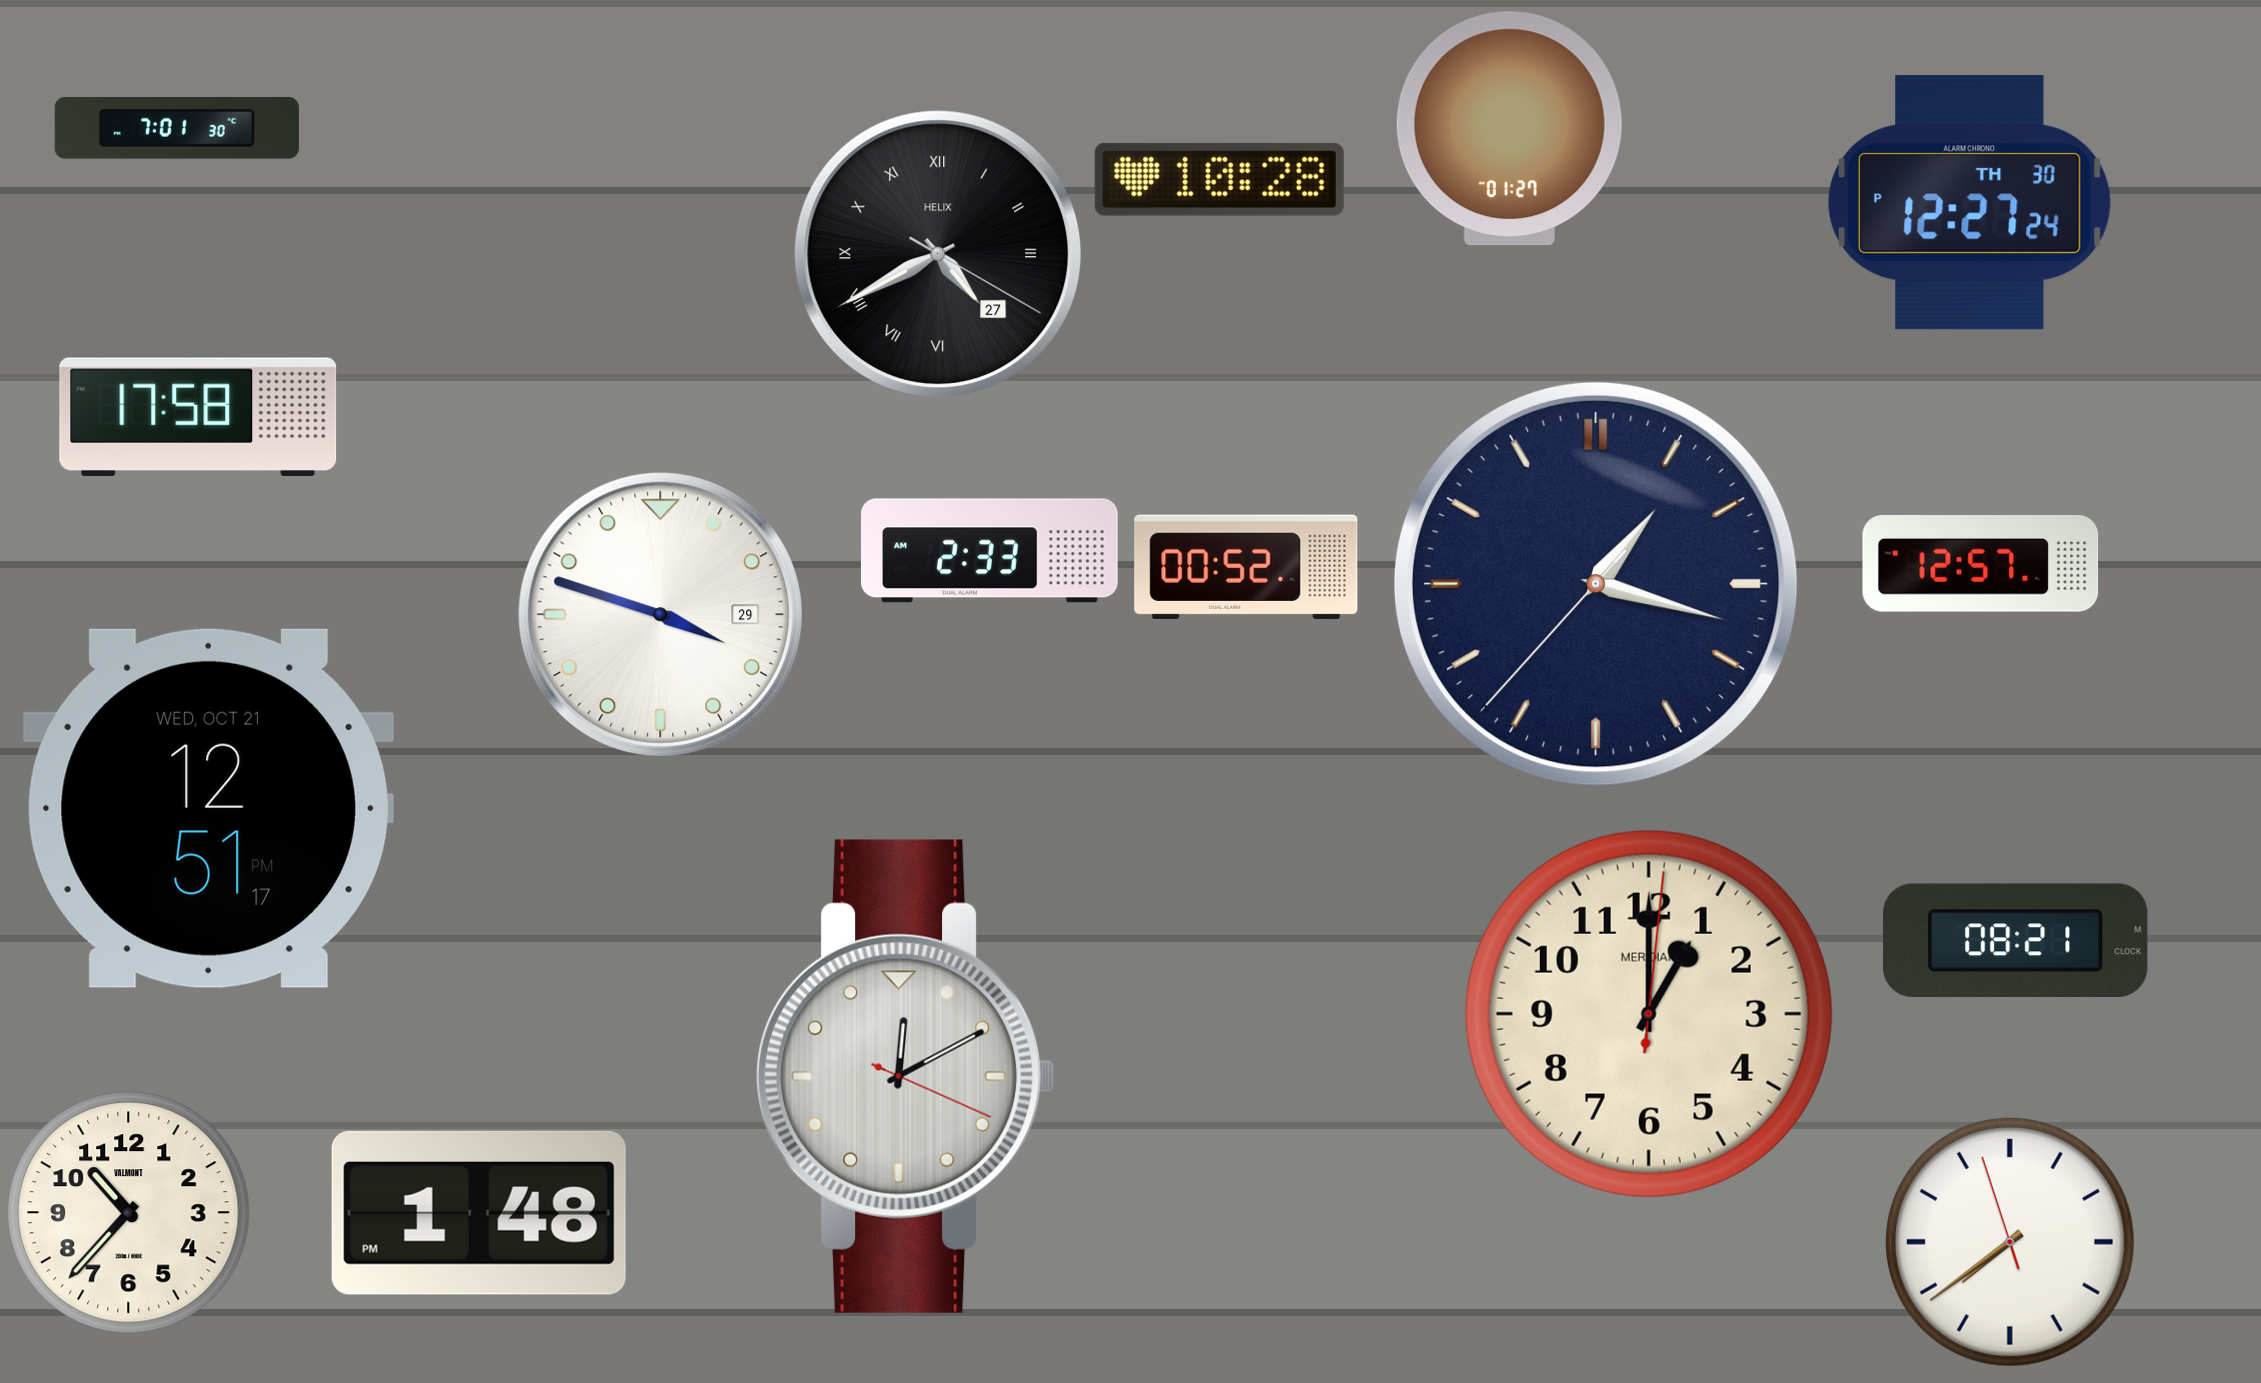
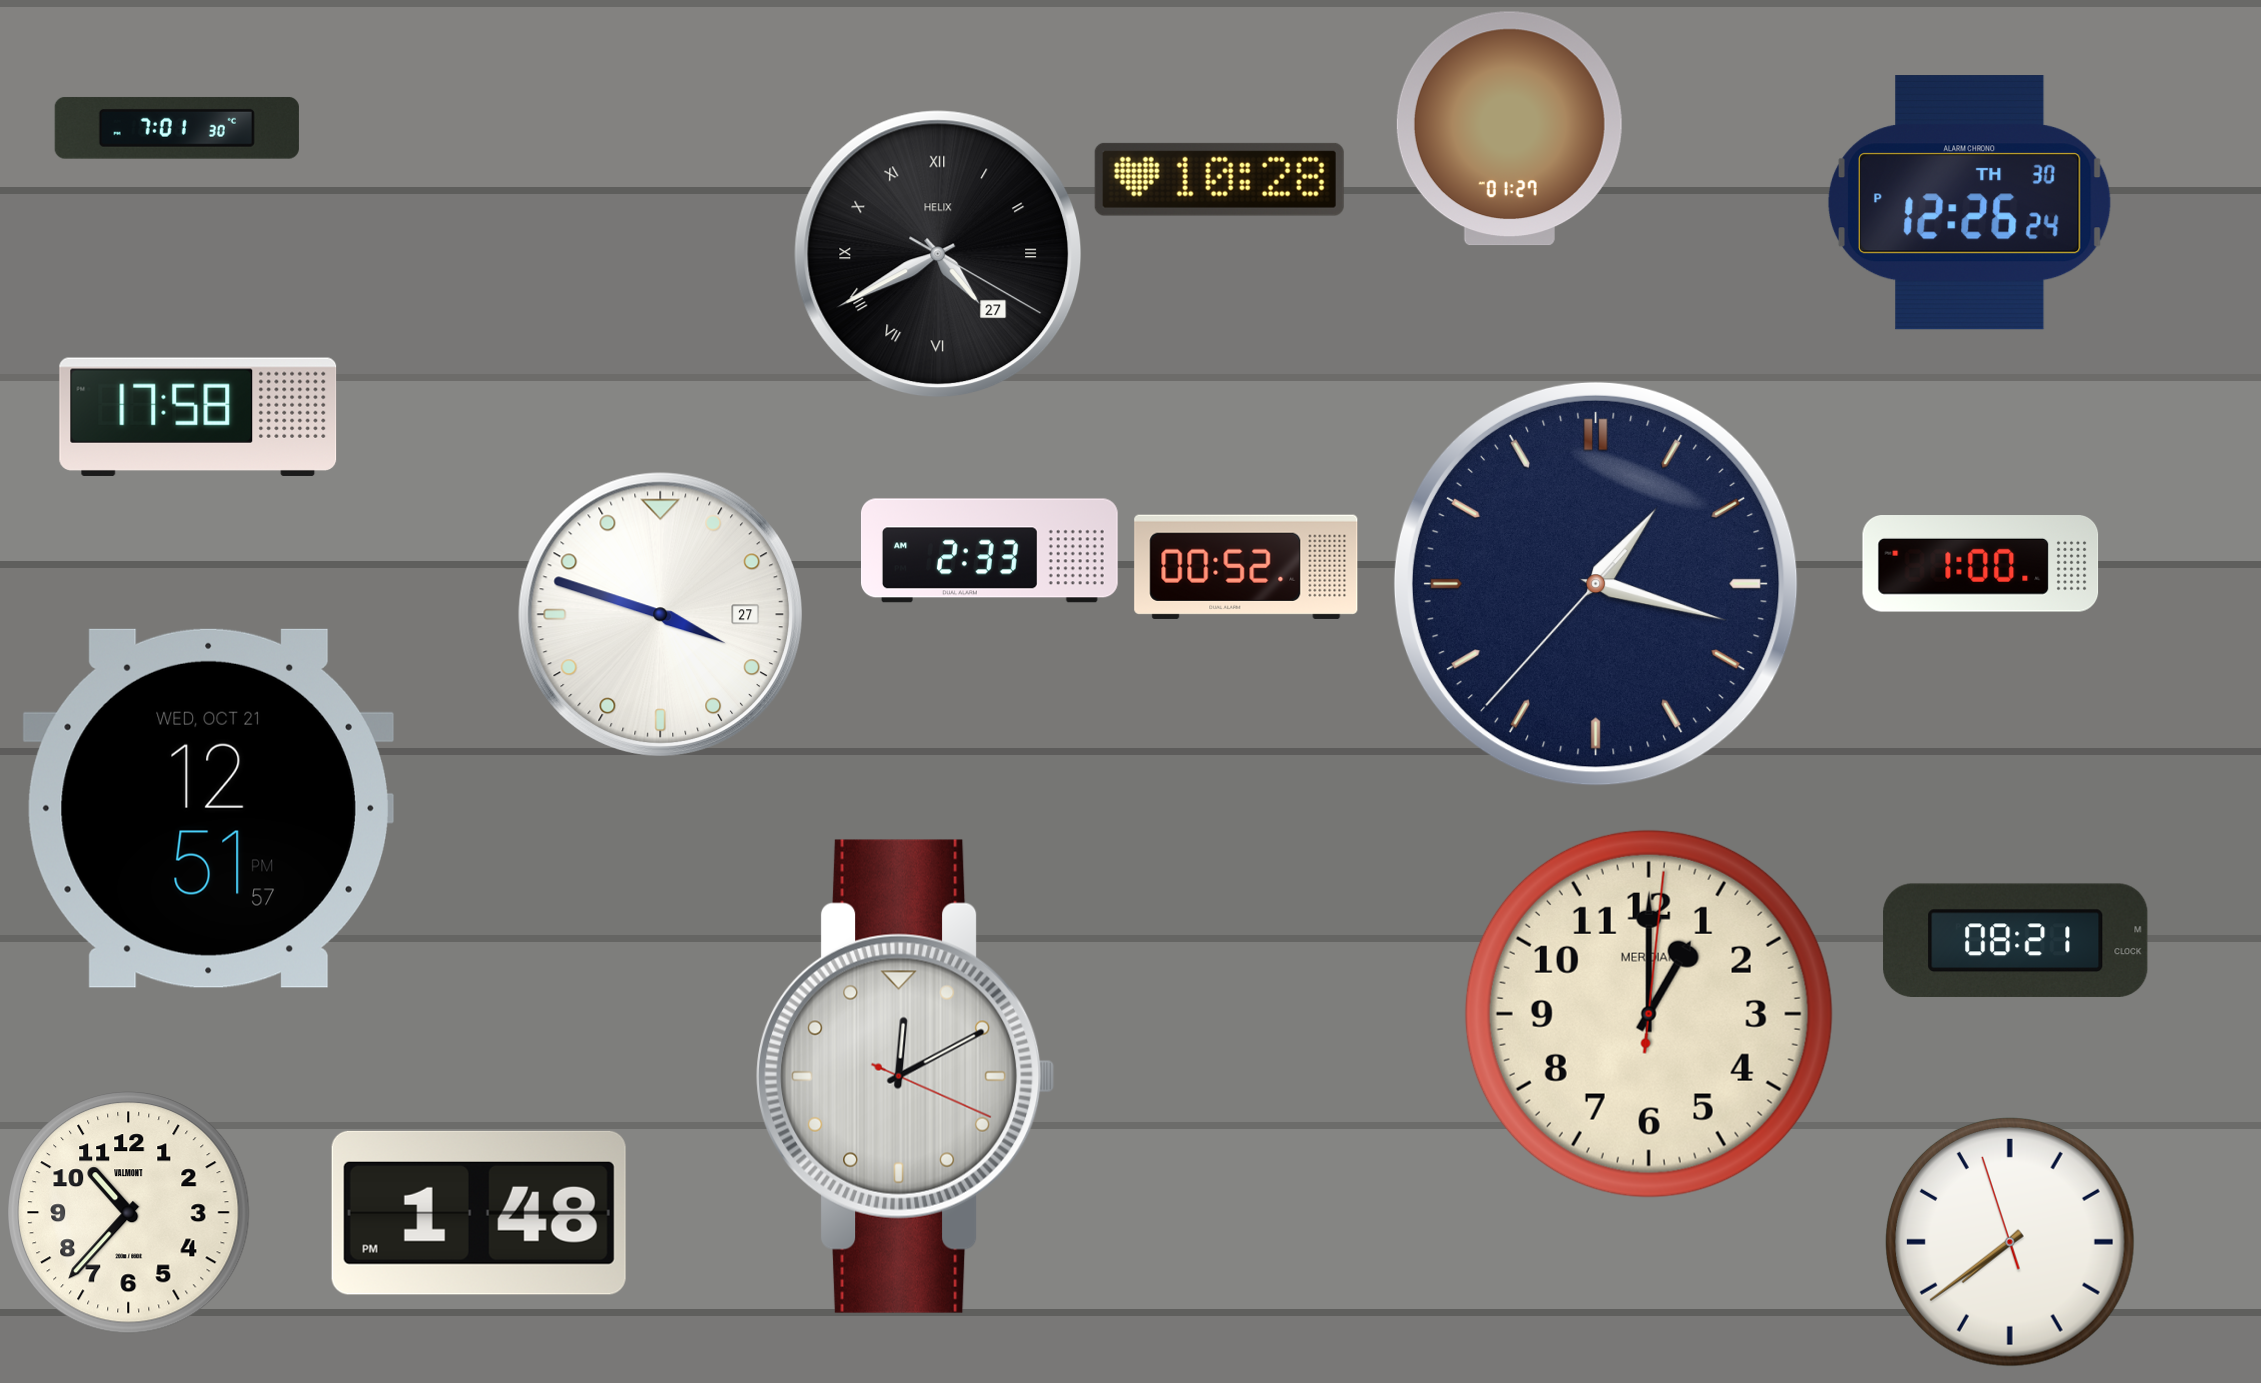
clock at (1969, 203): 12:27 -> 12:26
clock at (1981, 564): 12:57 -> 1:00
clock at (660, 614) date: 29 -> 27
clock at (208, 808): 12:51:17 PM -> 12:51:57 PM
